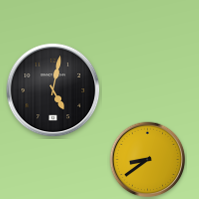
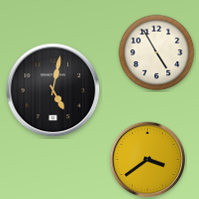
clock at (157, 53): none -> 4:55
clock at (148, 160): 8:39 -> 3:39
